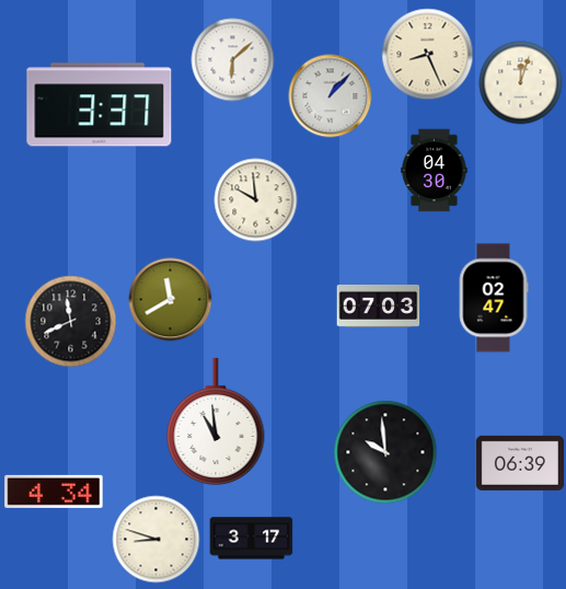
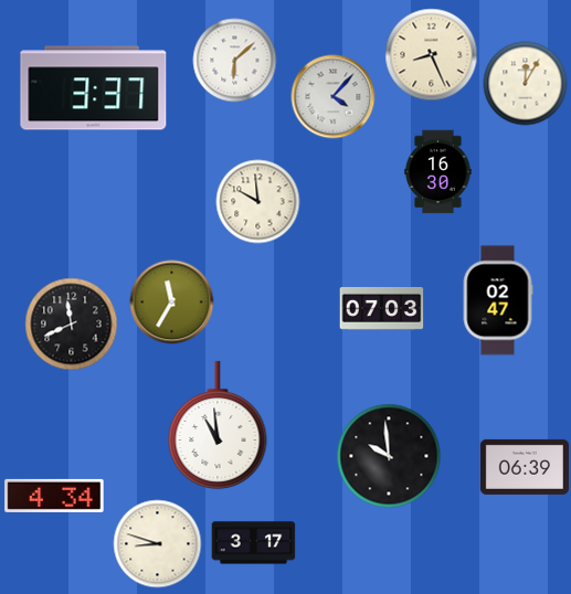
clock at (521, 83): 12:03 -> 12:05
clock at (331, 96): 1:07 -> 4:07
clock at (100, 105) position: (100, 105) -> (94, 88)
clock at (435, 171): 04:30 -> 16:30
clock at (171, 300): 11:40 -> 11:35
